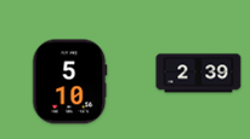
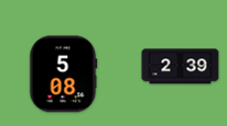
clock at (69, 82): 5:10 -> 5:08
